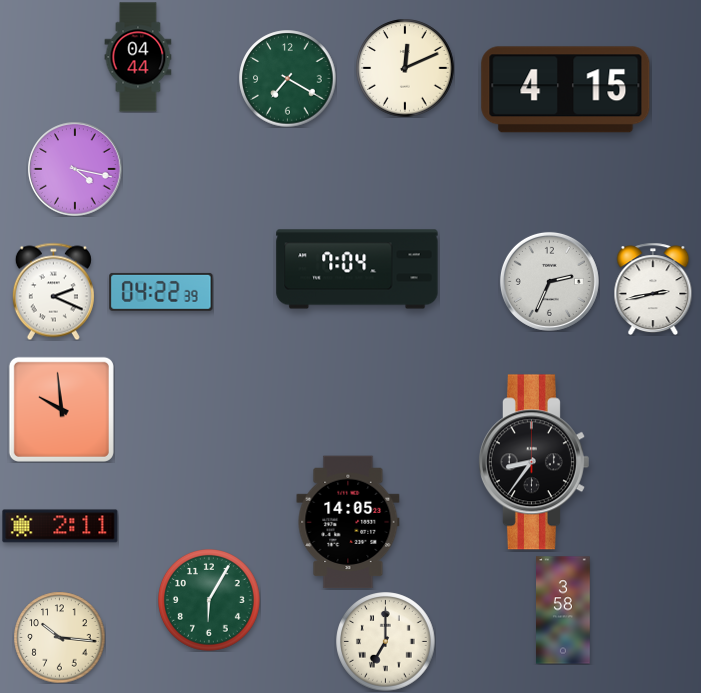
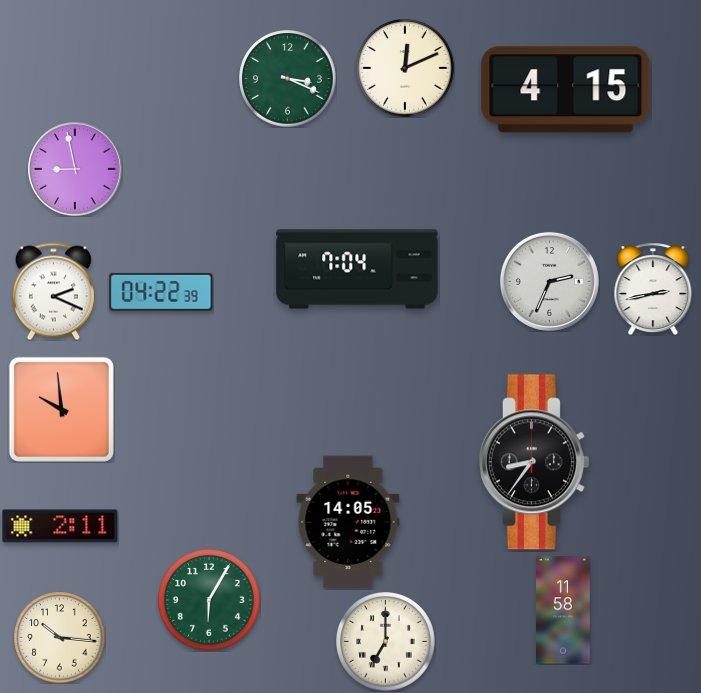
clock at (138, 57): 04:44 -> none
clock at (288, 79): 7:20 -> 3:19
clock at (75, 169): 4:17 -> 8:58
clock at (564, 610): 3:58 -> 11:58
